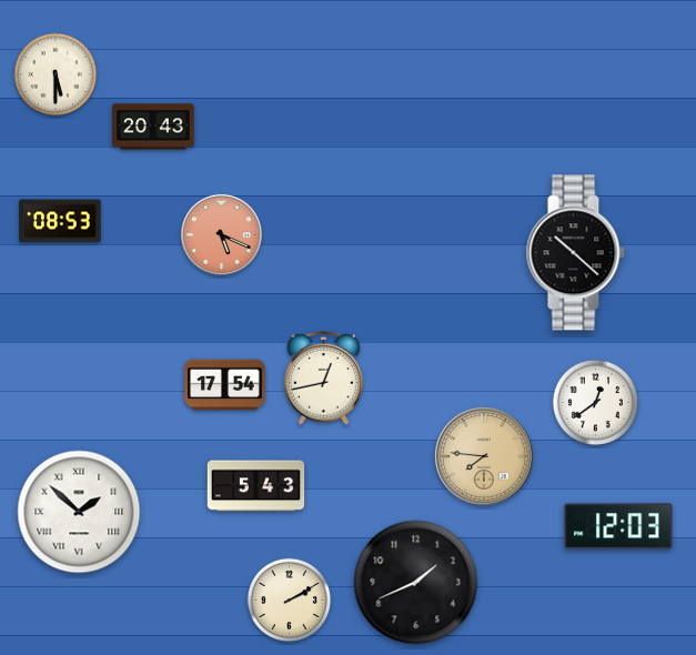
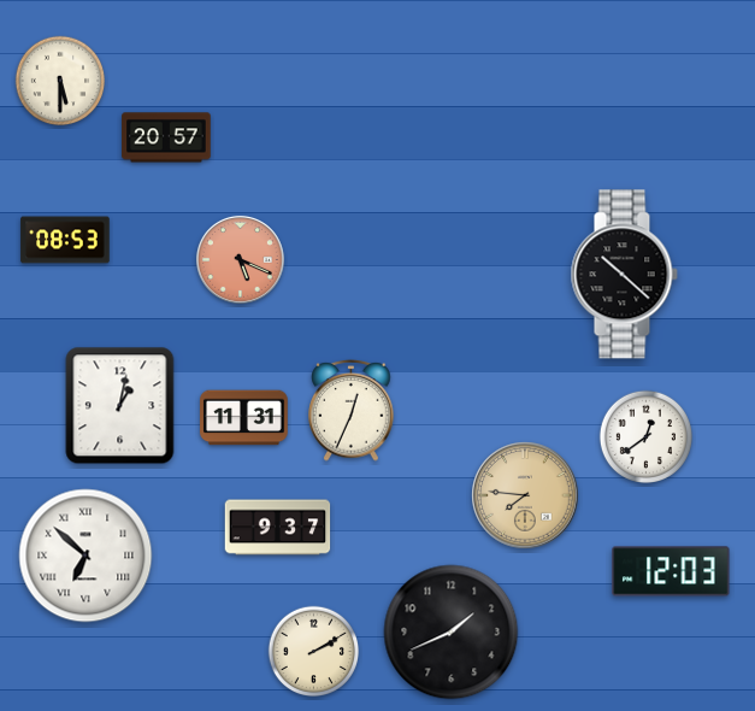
clock at (153, 127): 20:43 -> 20:57
clock at (221, 234) position: (221, 234) -> (240, 259)
clock at (120, 406): none -> 1:02
clock at (324, 379): 12:43 -> 12:34
clock at (225, 385): 17:54 -> 11:31
clock at (256, 486): 5:43 -> 9:37
clock at (79, 512): 1:52 -> 6:52
